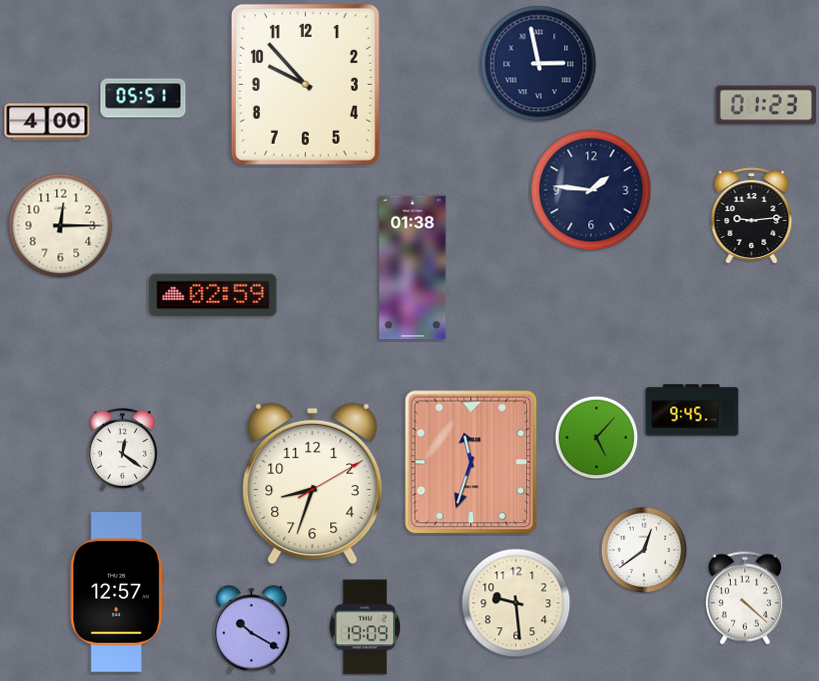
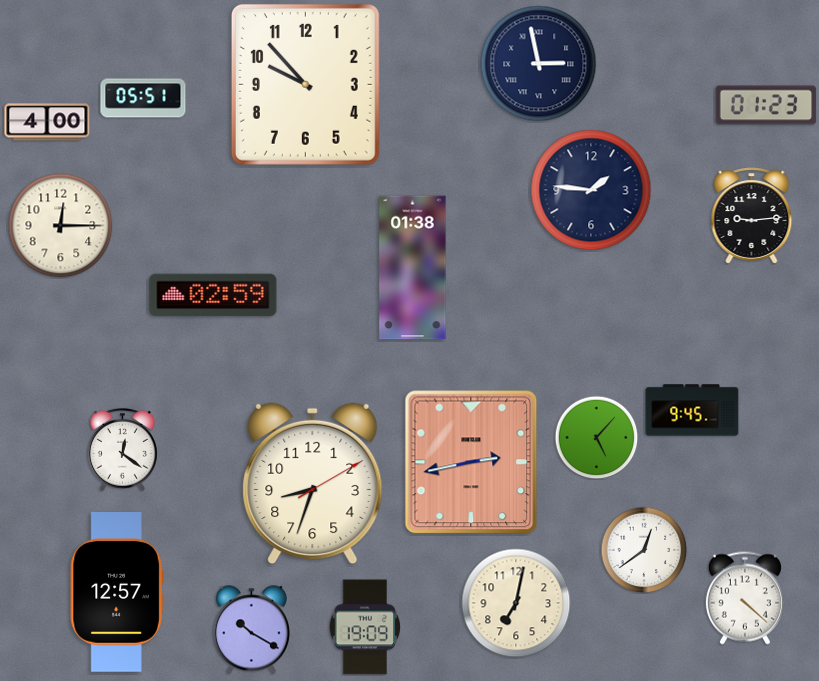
clock at (471, 462): 11:33 -> 2:43
clock at (516, 603): 9:29 -> 7:02
